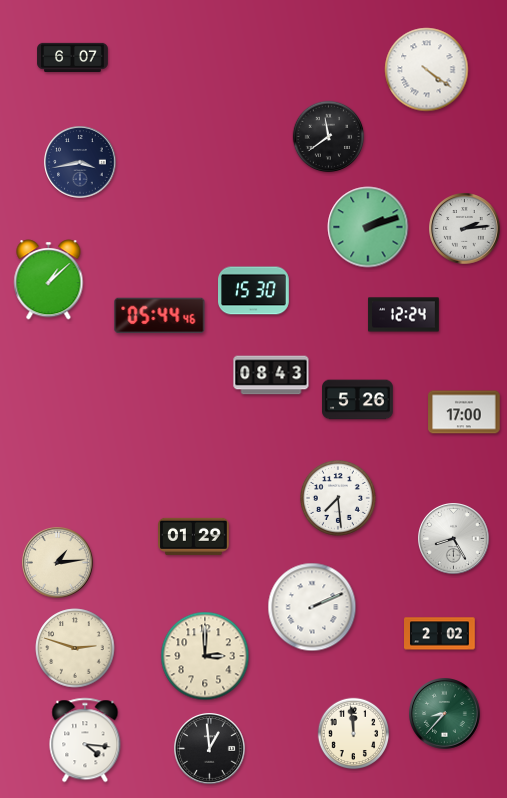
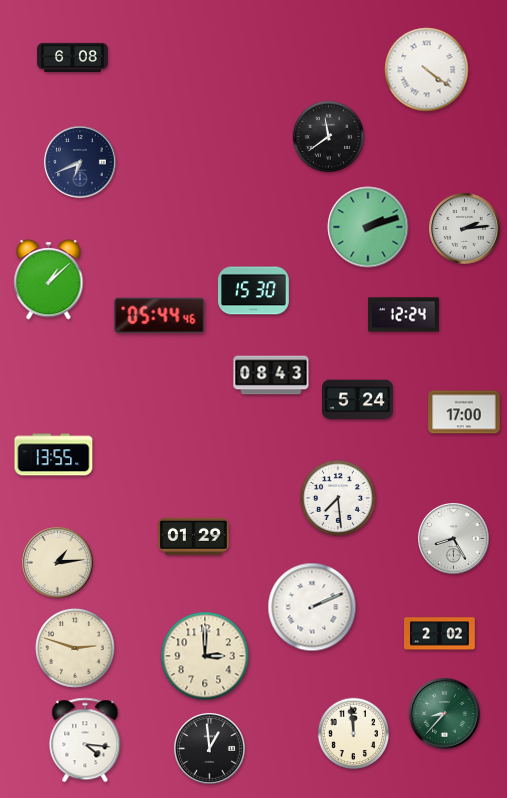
clock at (73, 57): 6:07 -> 6:08
clock at (80, 162): 3:43 -> 6:41
clock at (358, 400): 5:26 -> 5:24
clock at (54, 455): none -> 13:55
